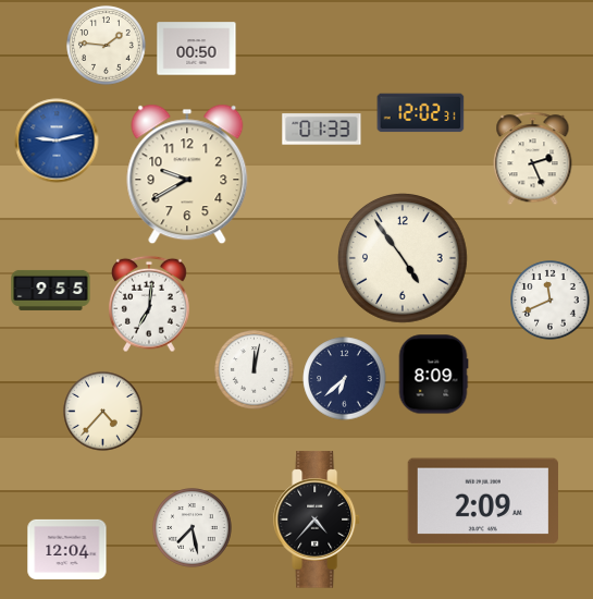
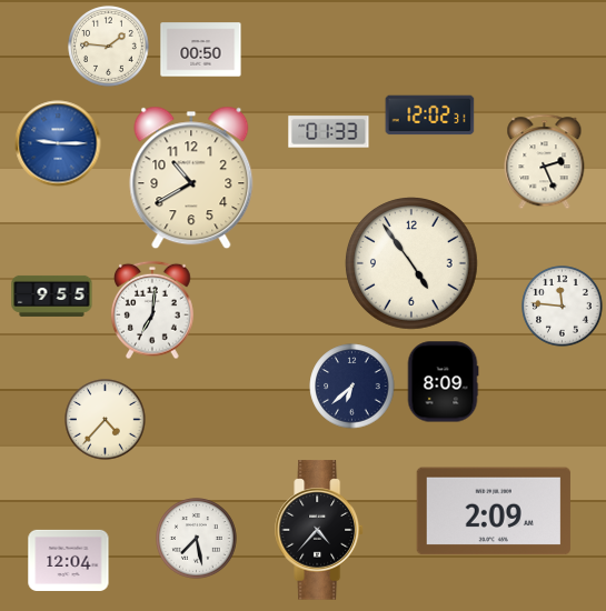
clock at (57, 140): 9:13 -> 9:15
clock at (187, 174): 9:40 -> 10:40
clock at (551, 301): 11:41 -> 11:46
clock at (255, 370): 12:02 -> none
clock at (318, 519) position: (318, 519) -> (320, 530)
